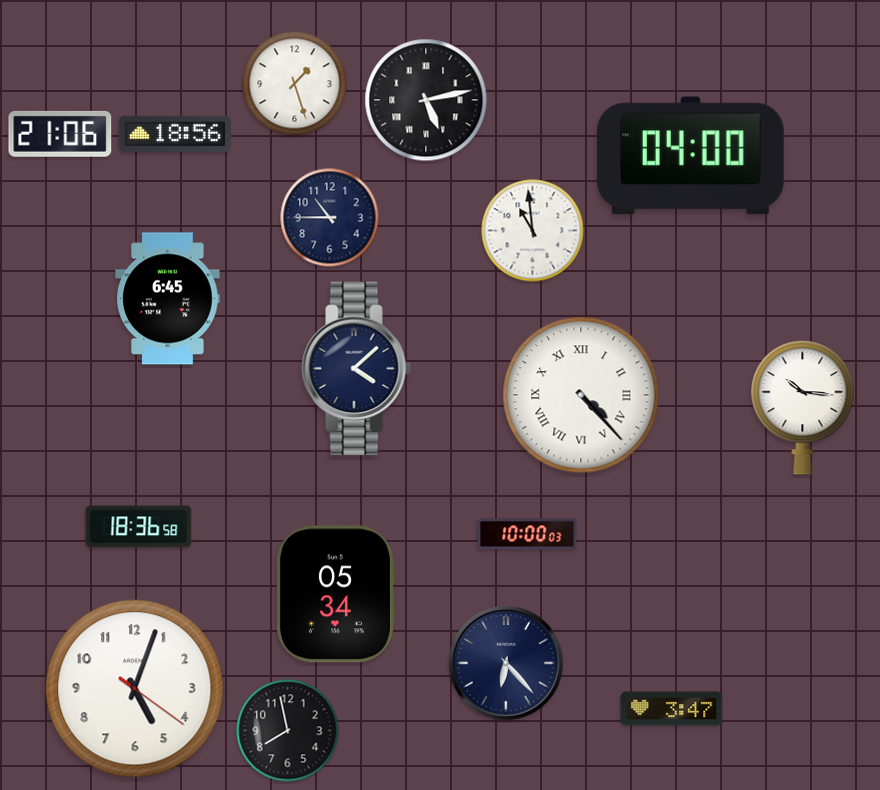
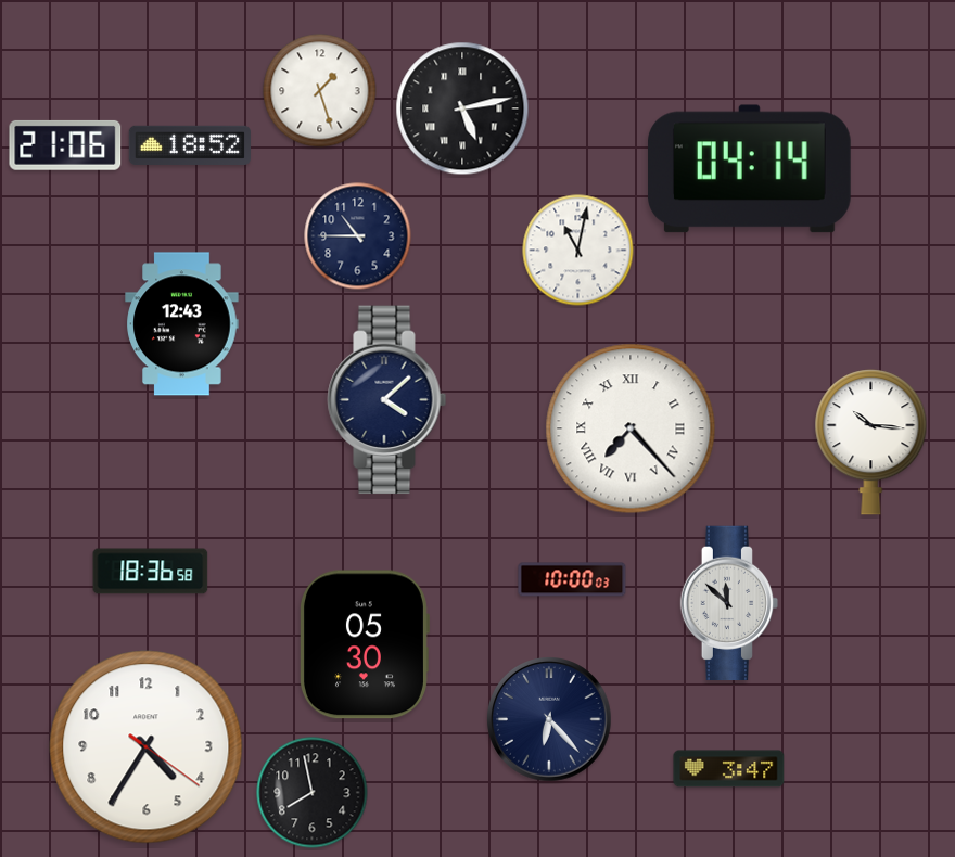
clock at (175, 134): 18:56 -> 18:52
clock at (691, 156): 04:00 -> 04:14
clock at (533, 231): 10:59 -> 11:02
clock at (168, 299): 6:45 -> 12:43
clock at (581, 395): 4:23 -> 7:23
clock at (729, 603): none -> 11:52
clock at (335, 594): 05:34 -> 05:30
clock at (135, 689): 5:03 -> 4:35
